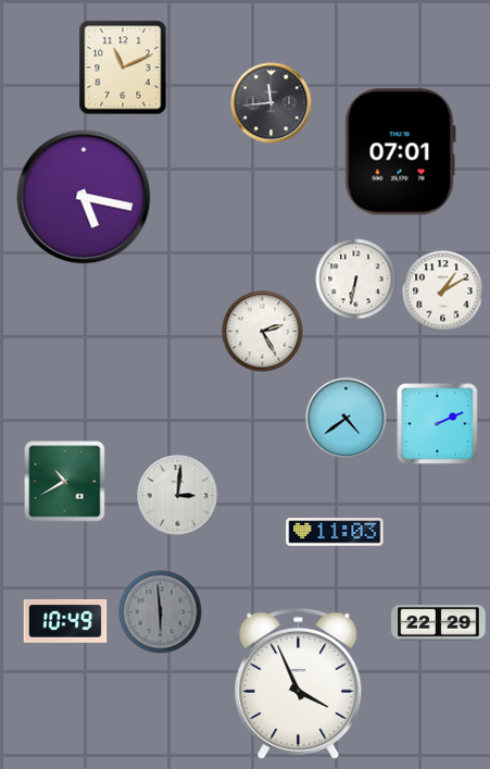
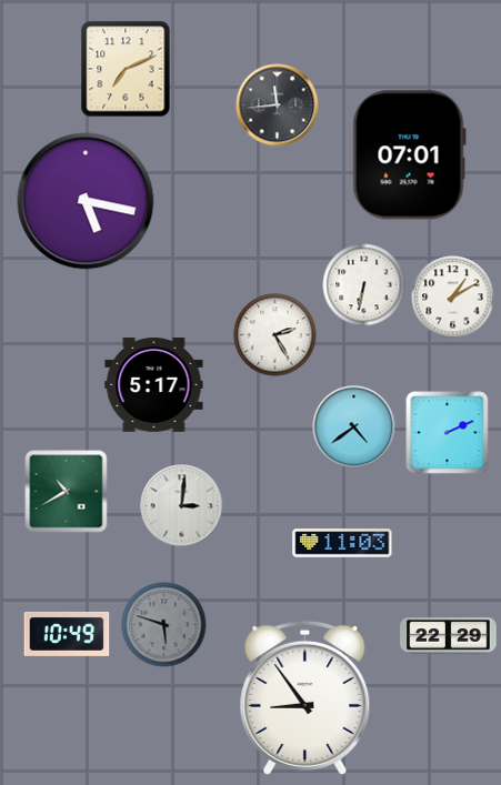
clock at (123, 67): 11:11 -> 7:11
clock at (263, 332) position: (263, 332) -> (275, 335)
clock at (154, 384): none -> 5:17
clock at (161, 612): 5:59 -> 5:48
clock at (299, 683): 3:56 -> 8:54
